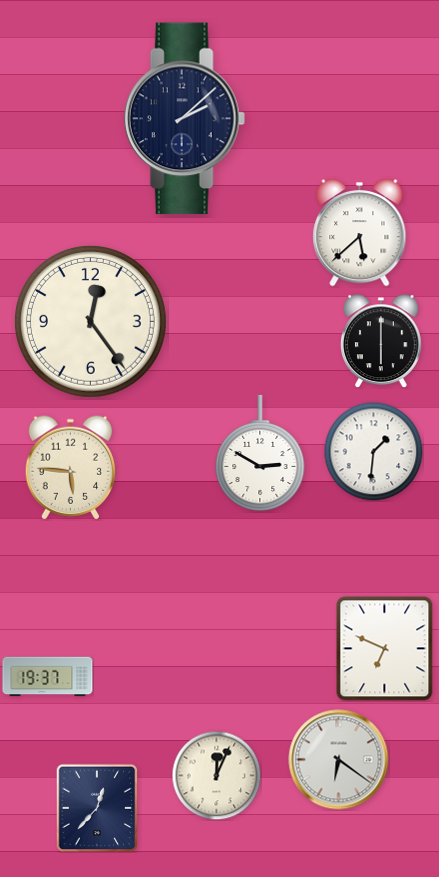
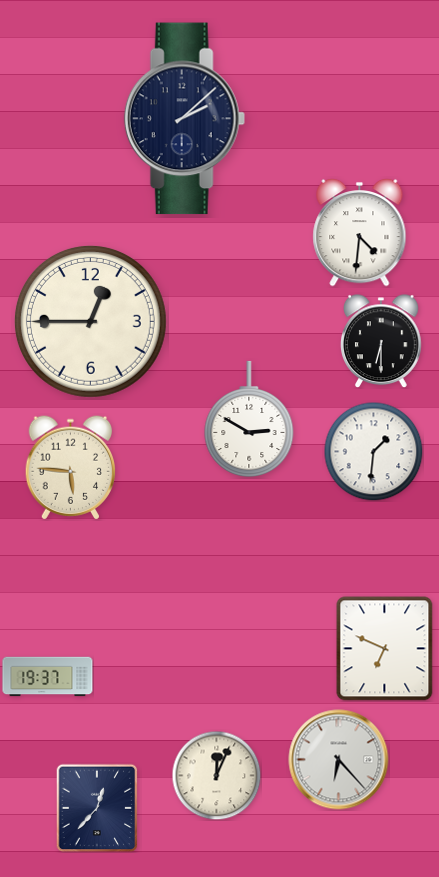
clock at (360, 232): 5:38 -> 4:31
clock at (90, 321): 12:24 -> 12:45
clock at (382, 341): 6:00 -> 6:30
clock at (260, 453) position: (260, 453) -> (249, 419)
clock at (339, 760): 6:21 -> 6:23
